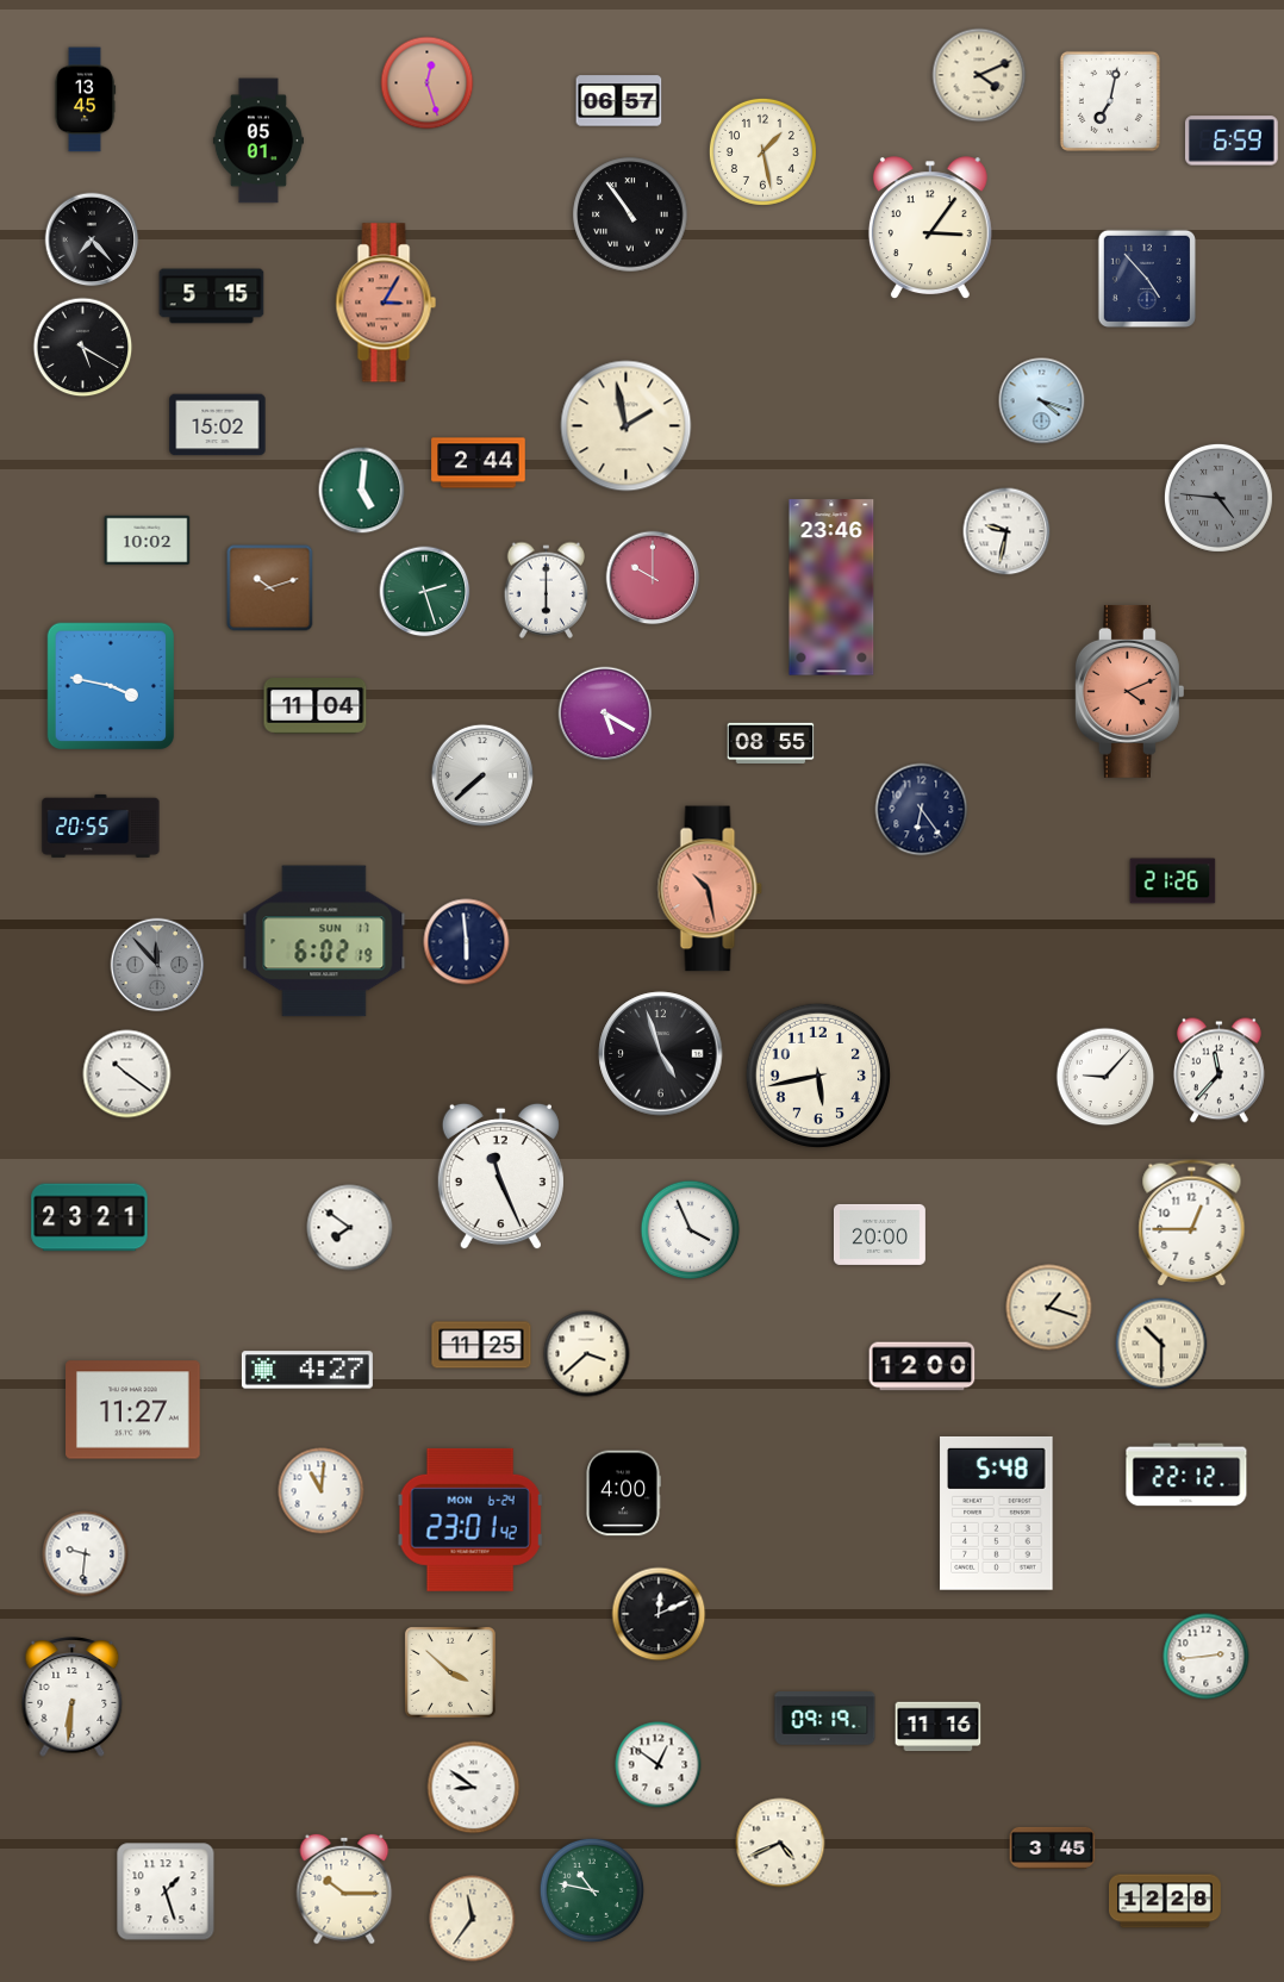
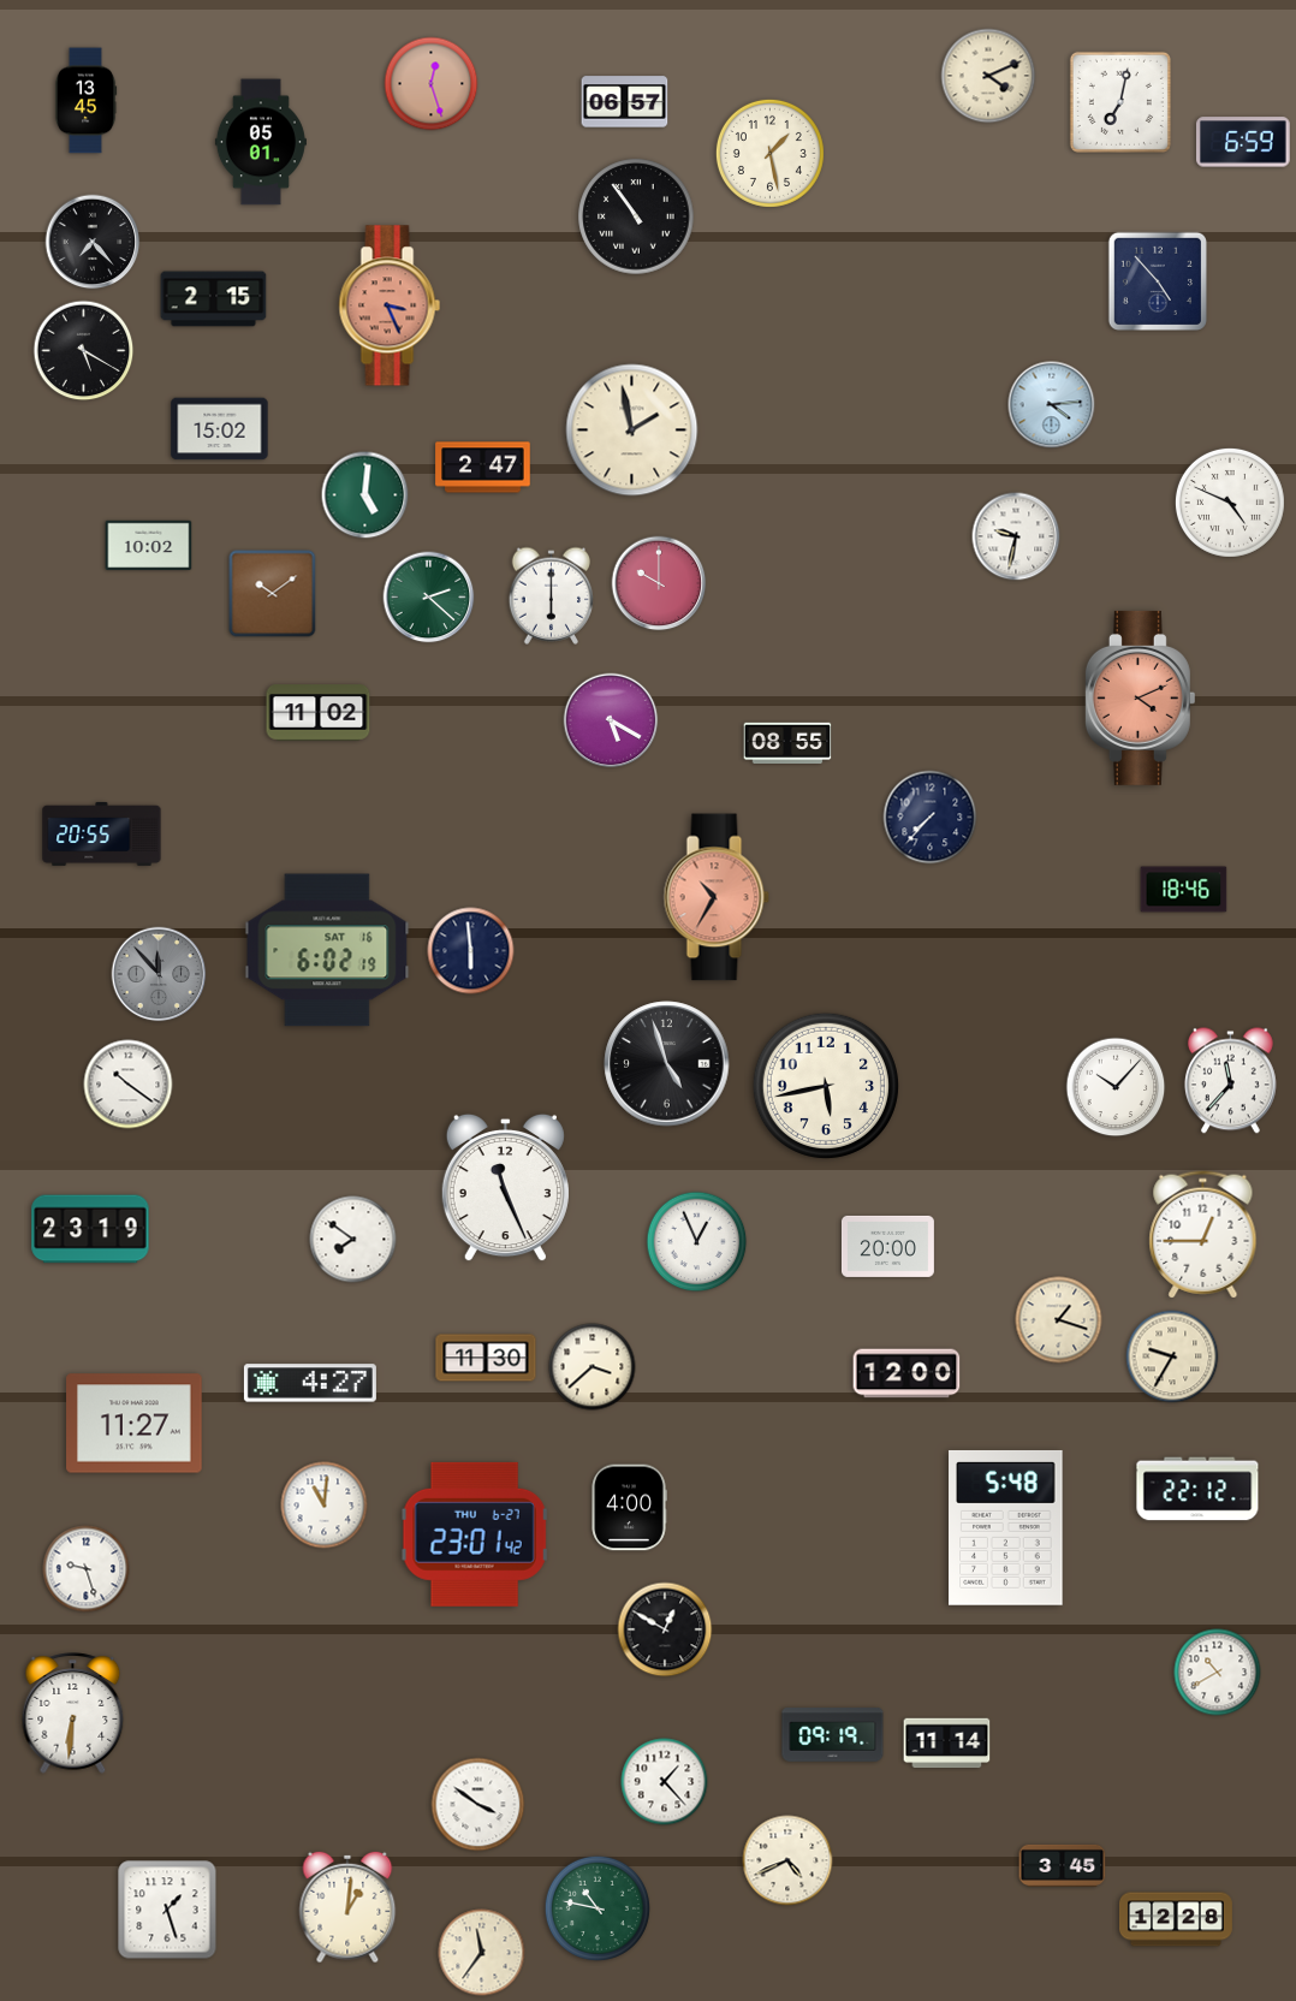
clock at (930, 229): 3:06 -> none
clock at (212, 297): 5:15 -> 2:15
clock at (386, 303): 3:05 -> 3:26
clock at (1042, 401): 4:18 -> 4:14
clock at (479, 463): 2:44 -> 2:47
clock at (1218, 498): 4:46 -> 4:49
clock at (1218, 498) dial: grey -> white
clock at (831, 587): 23:46 -> none
clock at (270, 588): 10:12 -> 10:09
clock at (425, 592): 2:27 -> 2:22
clock at (111, 686): 3:47 -> none
clock at (316, 706): 11:04 -> 11:02
clock at (771, 742) position: (771, 742) -> (787, 742)
clock at (482, 775): 7:38 -> none
clock at (922, 810): 6:24 -> 7:37
clock at (1173, 881): 21:26 -> 18:46
clock at (710, 889): 10:28 -> 10:35
clock at (324, 941) date: SUN 17 -> SAT 16
clock at (1105, 1077): 9:07 -> 10:07
clock at (89, 1217): 23:21 -> 23:19
clock at (691, 1230): 3:56 -> 12:56
clock at (1161, 1344): 10:30 -> 9:35
clock at (481, 1345): 11:25 -> 11:30
clock at (922, 1366) position: (922, 1366) -> (906, 1373)
clock at (470, 1520) date: MON 6-24 -> THU 6-27
clock at (86, 1554): 9:31 -> 9:27
clock at (659, 1614): 12:11 -> 12:50
clock at (1207, 1657): 2:44 -> 10:40
clock at (450, 1672): 3:52 -> none
clock at (939, 1727): 11:16 -> 11:14
clock at (659, 1765): 12:51 -> 1:23
clock at (474, 1788): 8:51 -> 3:51
clock at (344, 1889): 10:15 -> 1:01
clock at (473, 1919) position: (473, 1919) -> (482, 1953)
